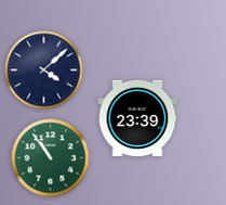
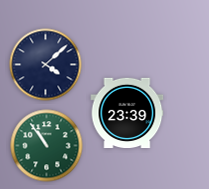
clock at (44, 71) position: (44, 71) -> (46, 65)
clock at (137, 118) position: (137, 118) -> (127, 113)
